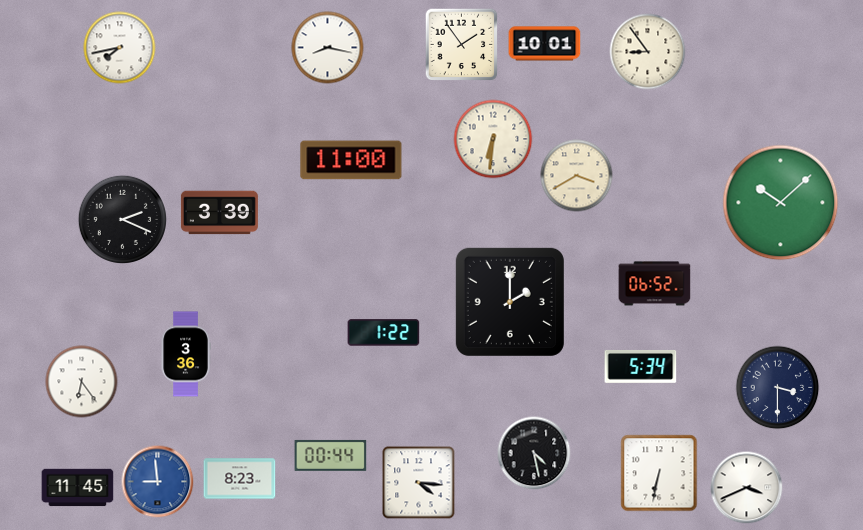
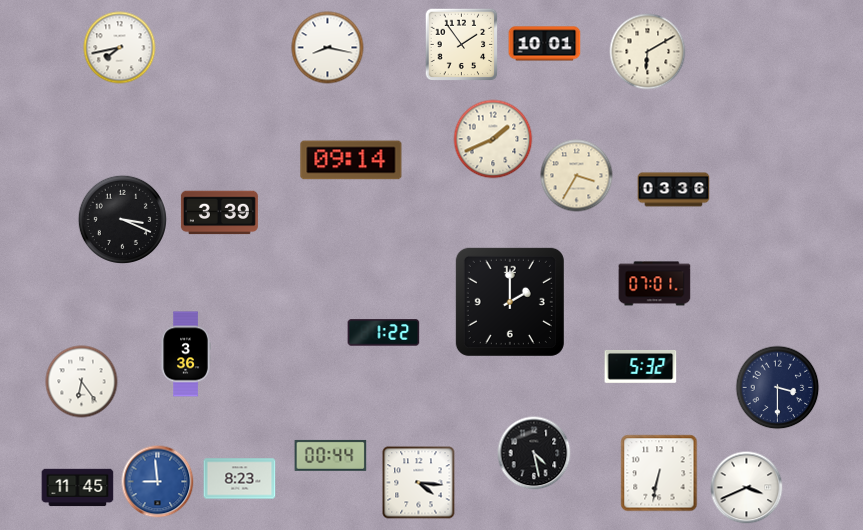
clock at (648, 52): 8:54 -> 6:10
clock at (493, 139): 6:31 -> 1:41
clock at (351, 160): 11:00 -> 09:14
clock at (577, 176): 3:40 -> 3:35
clock at (674, 190): none -> 03:36
clock at (781, 203): 10:08 -> none
clock at (122, 219): 2:19 -> 3:19
clock at (655, 284): 06:52 -> 07:01
clock at (641, 367): 5:34 -> 5:32
